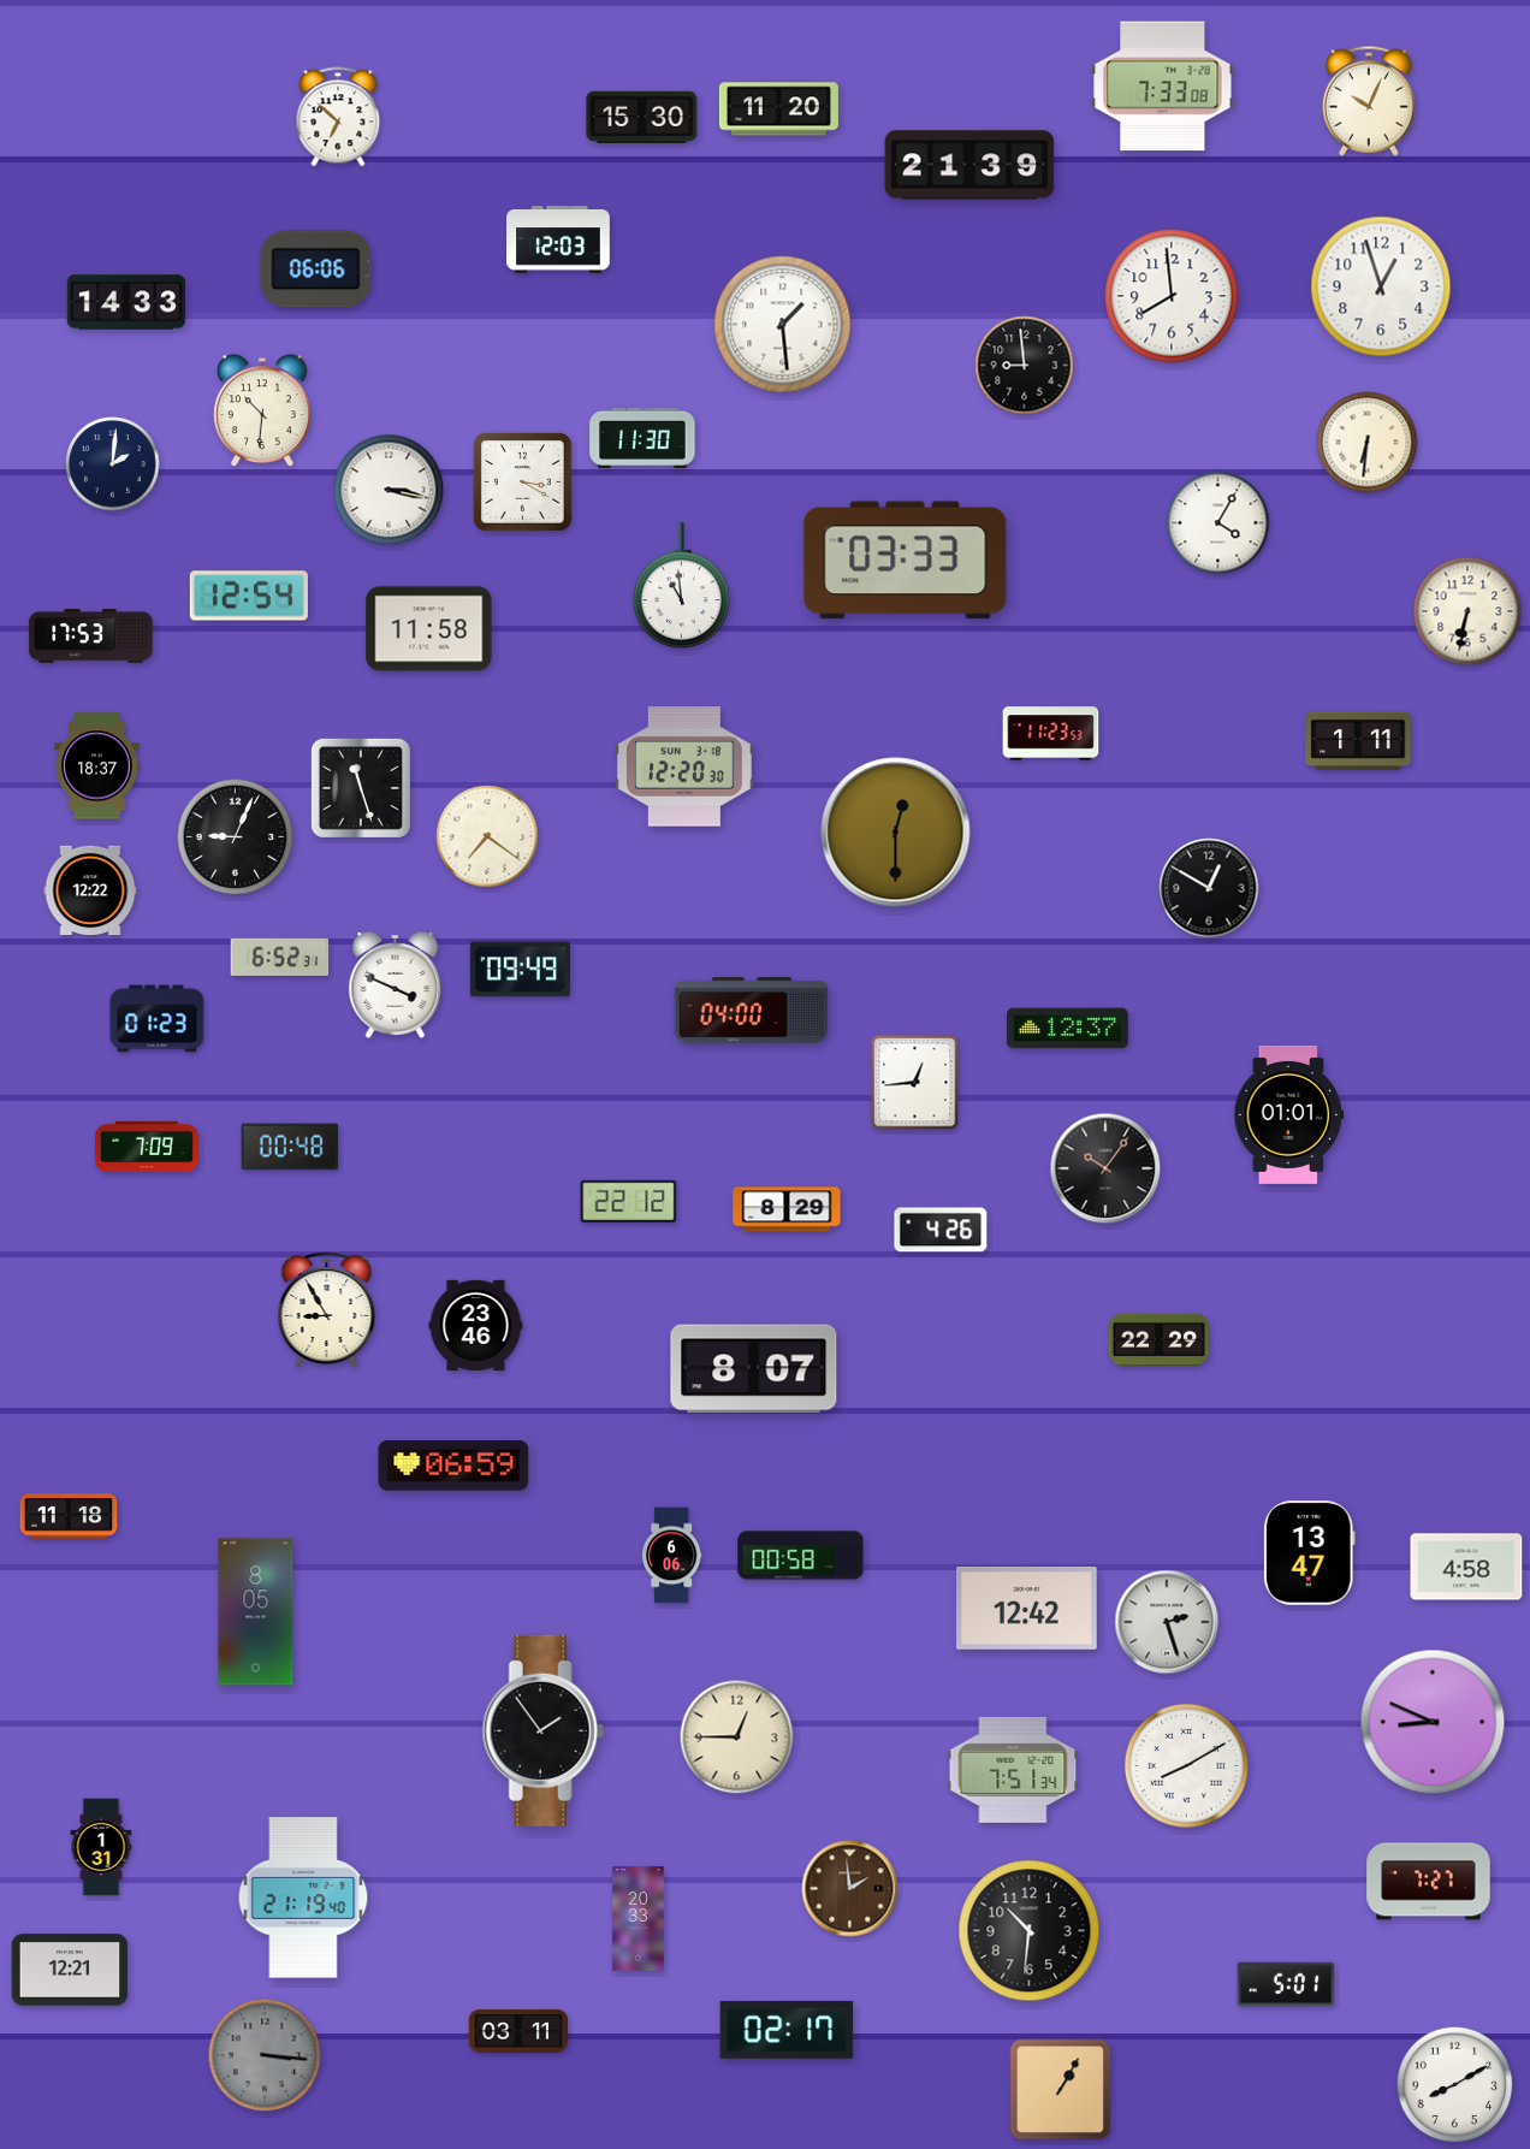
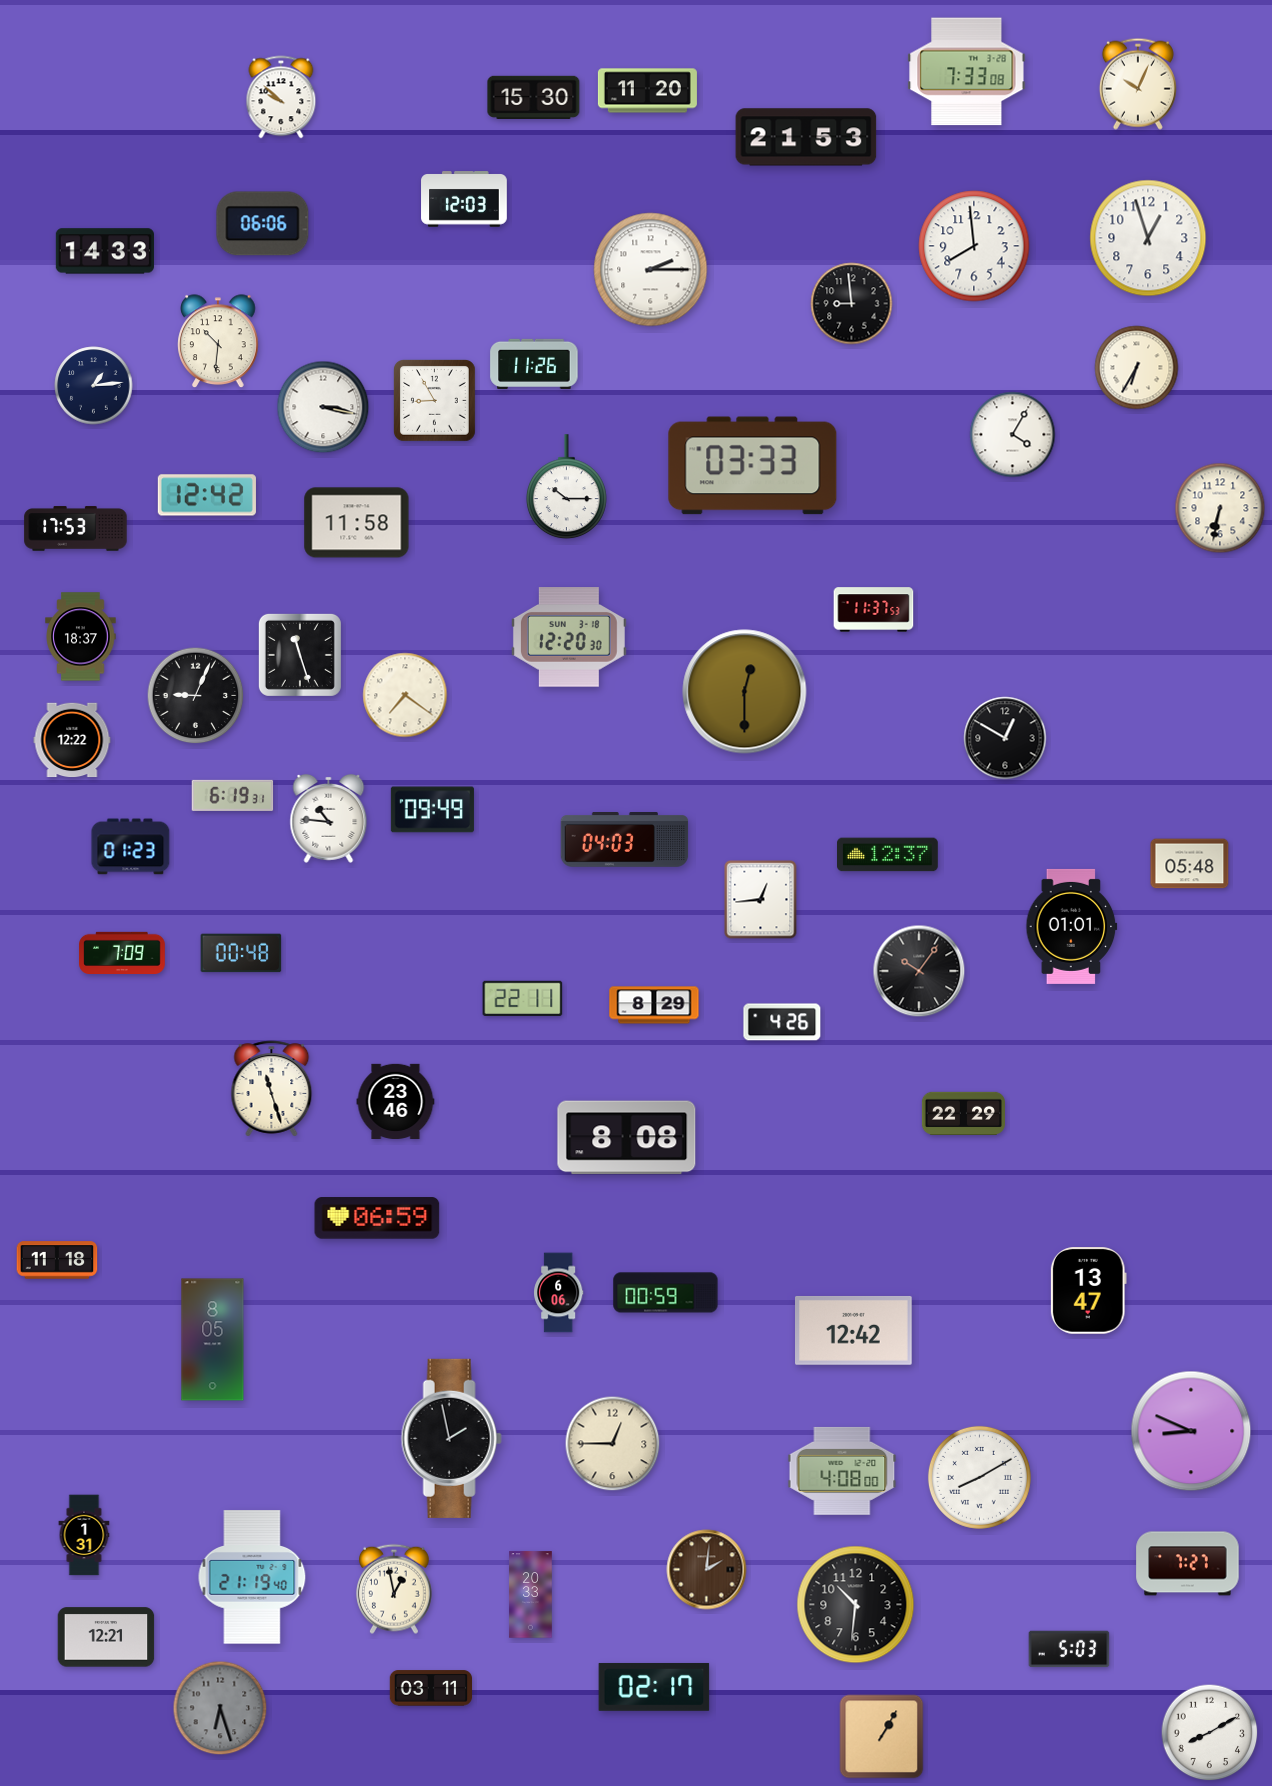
clock at (338, 117): 6:52 -> 9:52
clock at (969, 165): 21:39 -> 21:53
clock at (783, 325): 1:29 -> 2:15
clock at (642, 438): 11:30 -> 11:26
clock at (1368, 443): 6:31 -> 6:35
clock at (113, 464): 2:01 -> 1:14
clock at (522, 481): 3:20 -> 8:55
clock at (681, 586): 10:59 -> 10:15
clock at (249, 596): 12:54 -> 12:42
clock at (1051, 734): 11:23 -> 11:37
clock at (1358, 741): 1:11 -> none
clock at (90, 890) position: (90, 890) -> (72, 740)
clock at (280, 957): 6:52 -> 6:19
clock at (520, 970) position: (520, 970) -> (432, 810)
clock at (396, 984): 3:49 -> 10:46
clock at (752, 1011): 04:00 -> 04:03
clock at (1190, 864): none -> 05:48
clock at (629, 1201): 22:12 -> 22:11
clock at (327, 1310): 8:55 -> 11:27
clock at (754, 1369): 8:07 -> 8:08
clock at (801, 1556): 00:58 -> 00:59
clock at (1466, 1567): 4:58 -> none
clock at (1027, 1608) position: (1027, 1608) -> (854, 1330)
clock at (1167, 1622): 2:27 -> none
clock at (542, 1730): 1:54 -> 1:58
clock at (1186, 1765) position: (1186, 1765) -> (979, 1477)
clock at (1013, 1770): 7:51 -> 4:08
clock at (850, 1889): 1:59 -> 2:01
clock at (394, 1589): none -> 12:58
clock at (70, 1970) position: (70, 1970) -> (106, 1637)
clock at (1286, 1984): 5:01 -> 5:03
clock at (265, 2055): 3:16 -> 6:27
